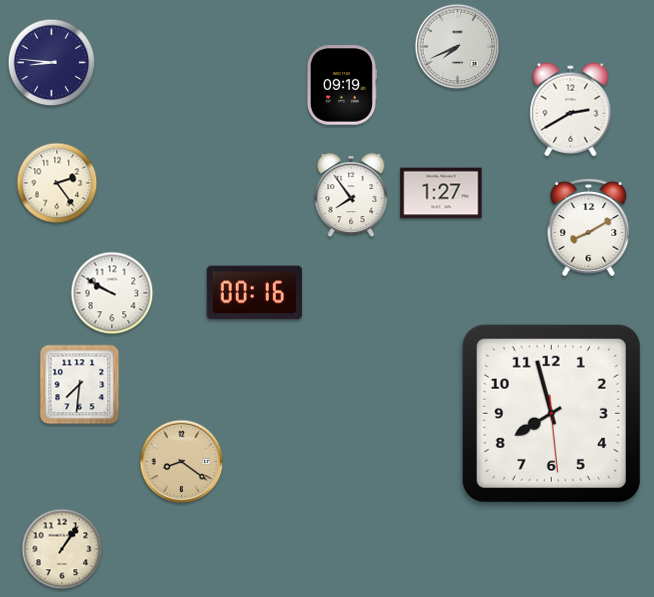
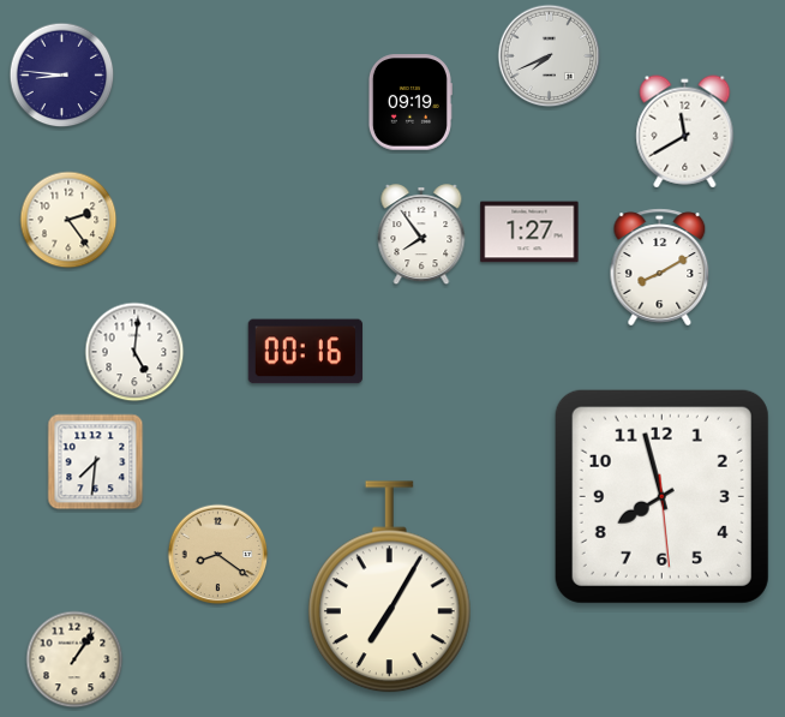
clock at (571, 110): 2:40 -> 11:40
clock at (589, 228) position: (589, 228) -> (660, 268)
clock at (112, 293): 9:50 -> 5:01
clock at (389, 587): none -> 7:05
